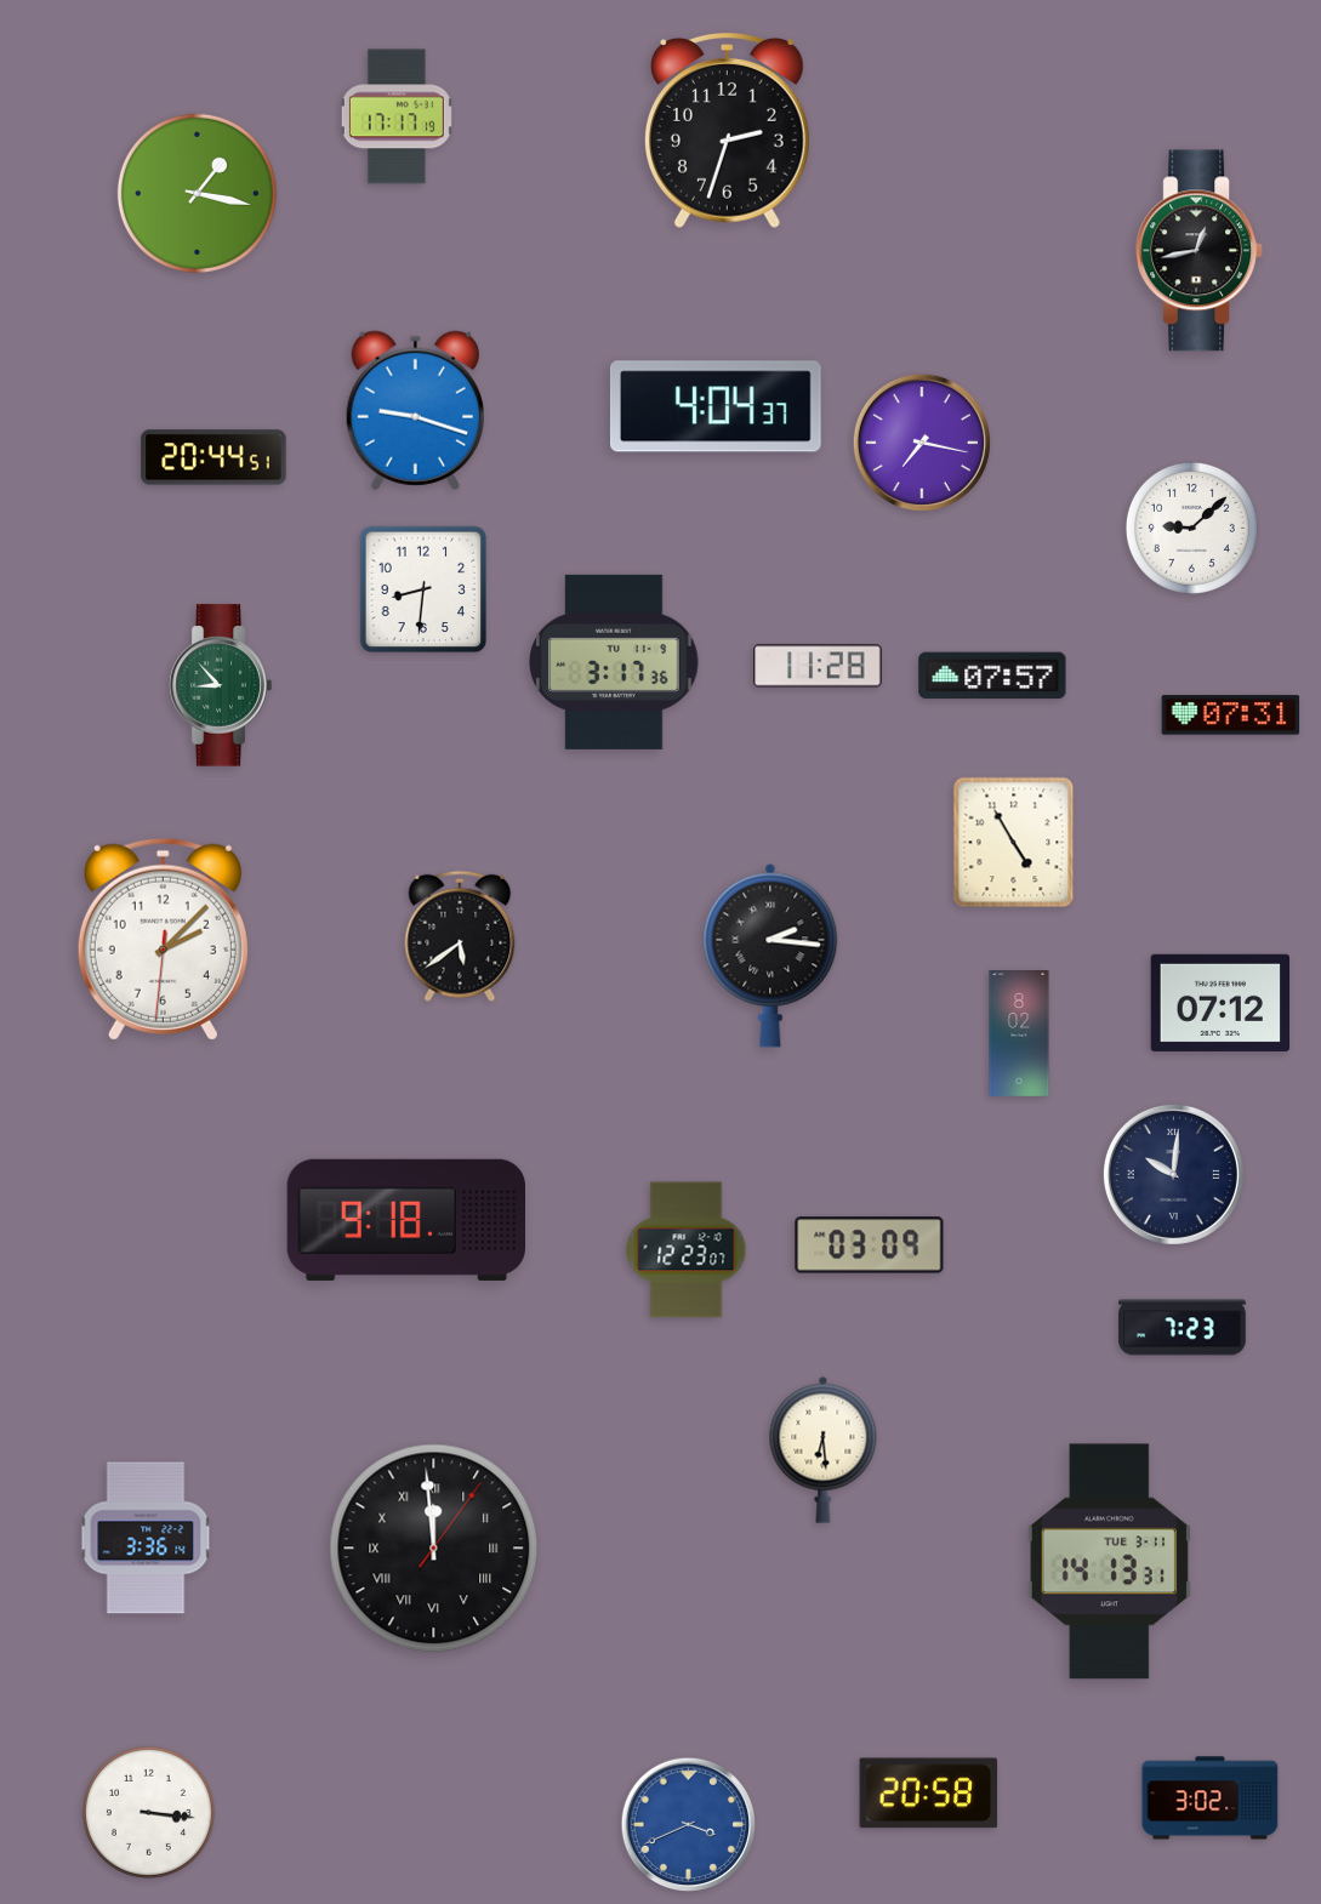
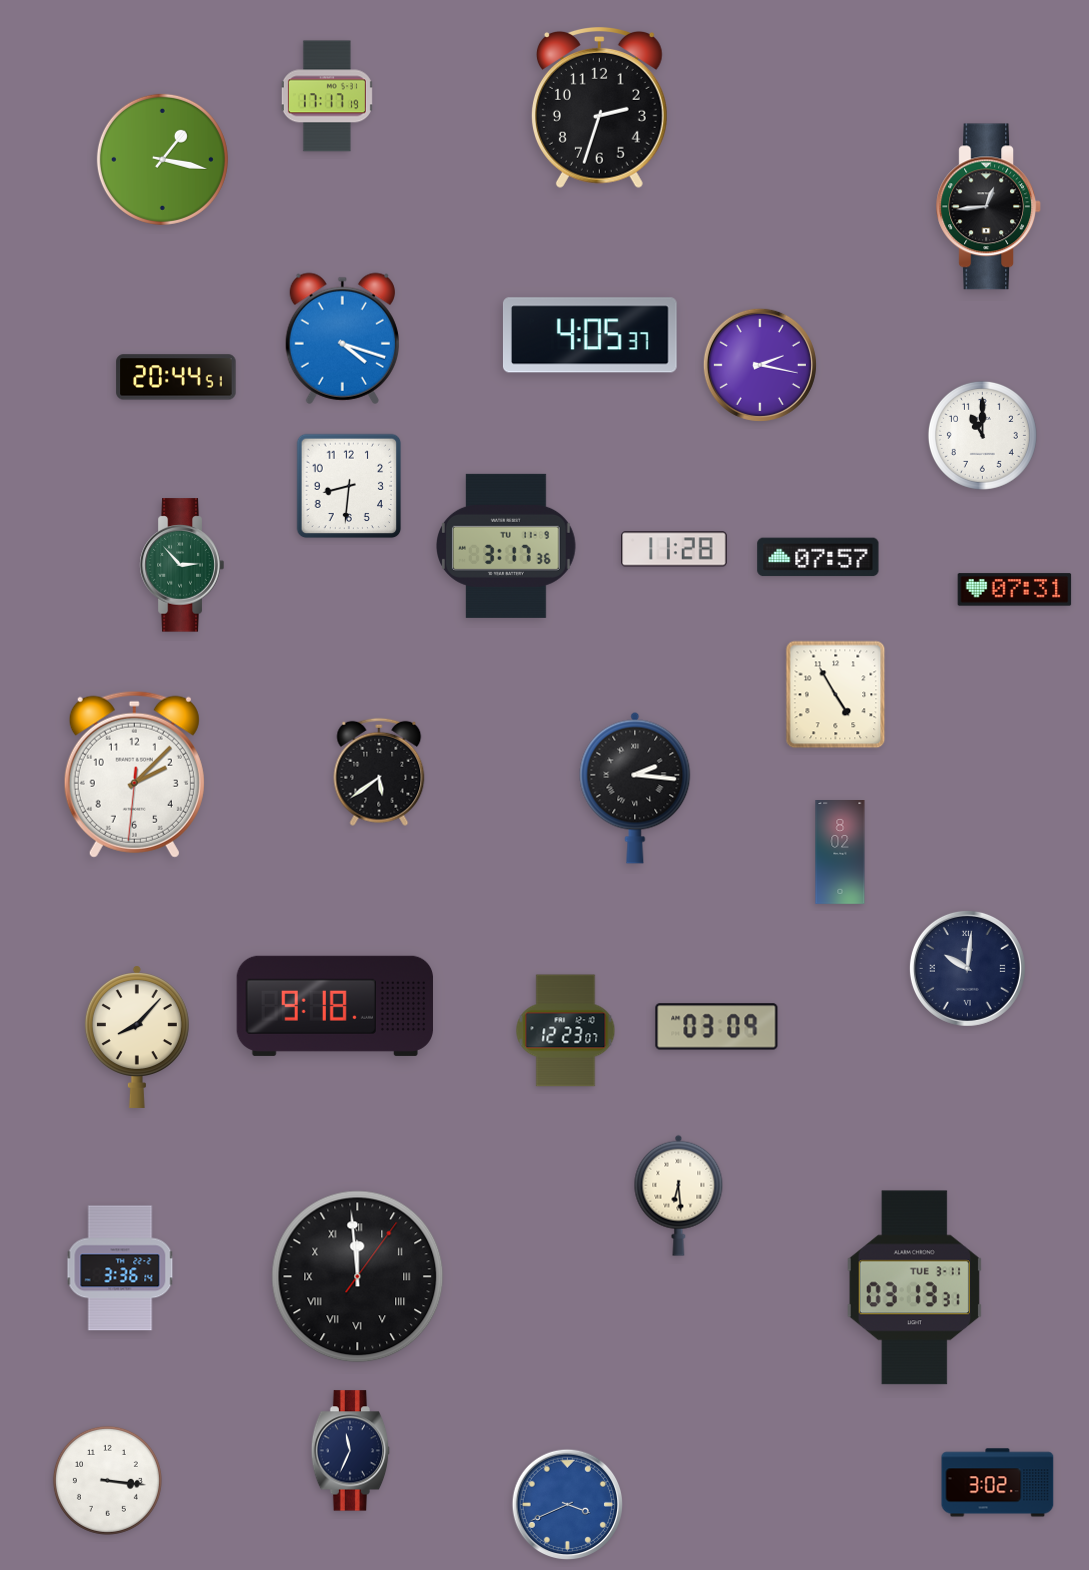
clock at (1198, 251): 12:43 -> 12:44
clock at (716, 406): 4:04 -> 4:05
clock at (415, 410): 9:18 -> 4:18
clock at (922, 443): 7:17 -> 2:17
clock at (1191, 528): 9:08 -> 11:00
clock at (221, 685): 8:53 -> 2:53
clock at (1220, 1003): 07:12 -> none
clock at (137, 1037): none -> 8:07
clock at (1183, 1328): 7:23 -> none
clock at (1109, 1562): 14:13 -> 03:13
clock at (351, 1451): none -> 11:34
clock at (929, 1794): 20:58 -> none
clock at (148, 1812) position: (148, 1812) -> (107, 1480)
